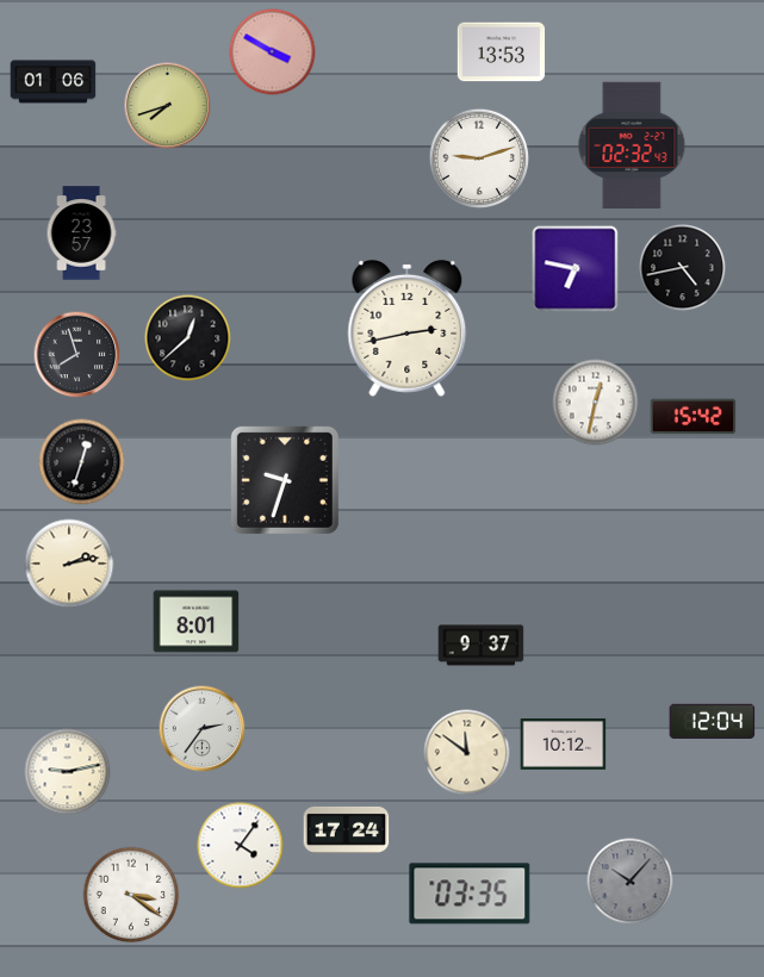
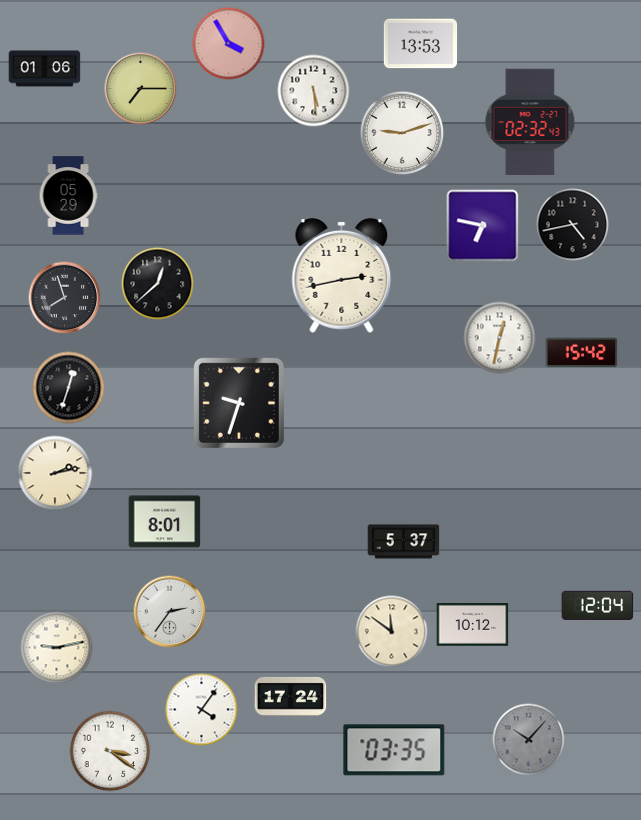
clock at (273, 52): 3:50 -> 3:55
clock at (168, 106): 7:42 -> 7:15
clock at (314, 91): none -> 5:29
clock at (81, 234): 23:57 -> 05:29
clock at (694, 417) position: (694, 417) -> (582, 353)
clock at (69, 564) position: (69, 564) -> (55, 473)
clock at (482, 646): 9:37 -> 5:37
